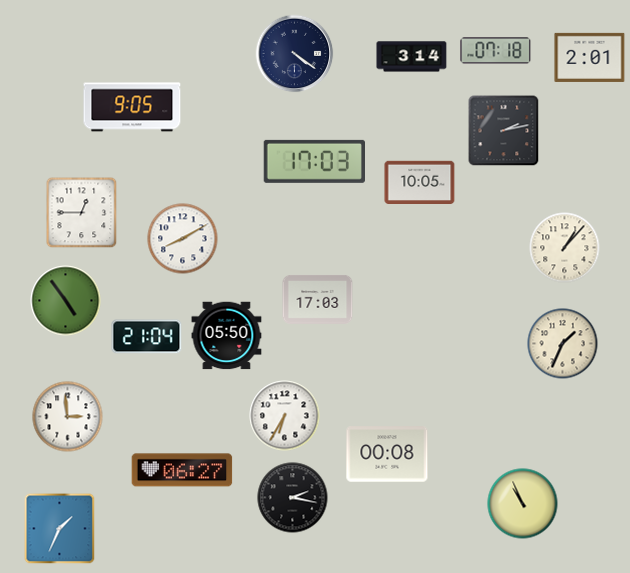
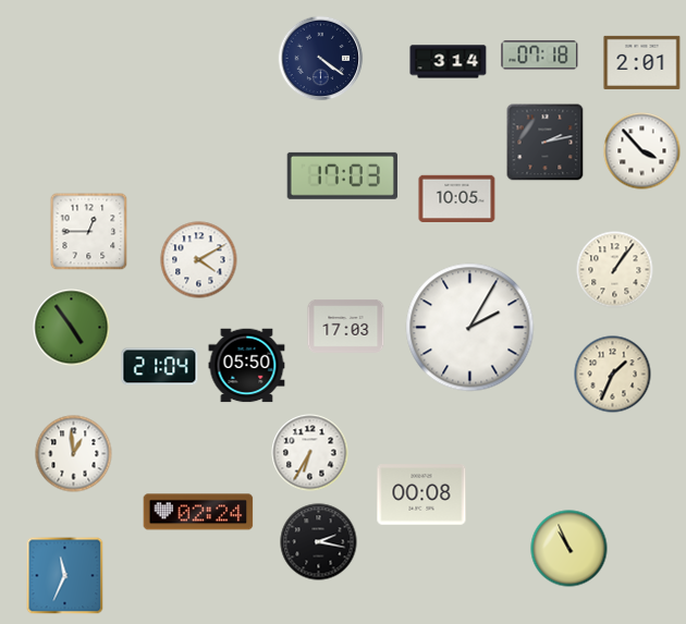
clock at (132, 107): 9:05 -> none
clock at (504, 131) position: (504, 131) -> (546, 143)
clock at (642, 151): none -> 3:53
clock at (183, 239): 8:10 -> 4:10
clock at (565, 248): 1:07 -> 1:06
clock at (470, 328): none -> 2:05
clock at (68, 417): 2:59 -> 12:59
clock at (182, 470): 06:27 -> 02:24
clock at (60, 529): 1:34 -> 11:34
